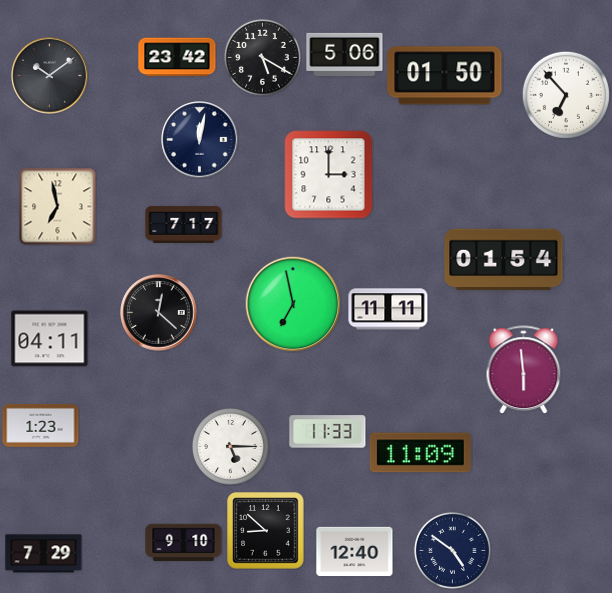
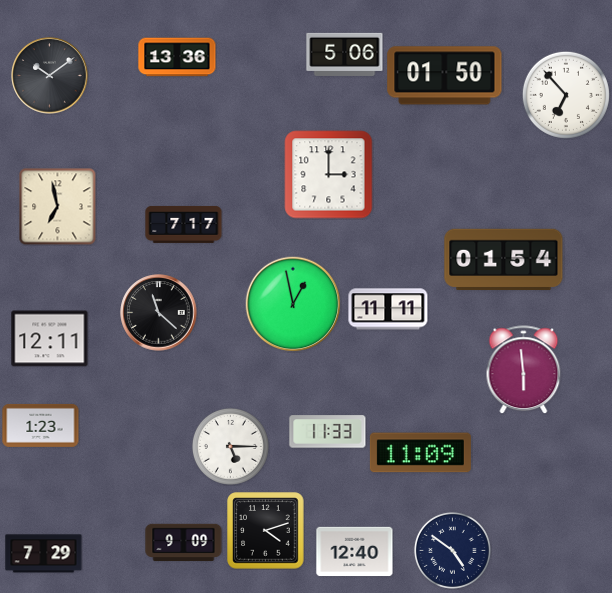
clock at (177, 57): 23:42 -> 13:36
clock at (262, 57): 5:20 -> none
clock at (200, 140): 12:02 -> none
clock at (293, 304): 6:58 -> 12:58
clock at (159, 313): 12:22 -> 11:22
clock at (50, 339): 04:11 -> 12:11
clock at (266, 531): 8:52 -> 4:12
clock at (184, 543): 9:10 -> 9:09
